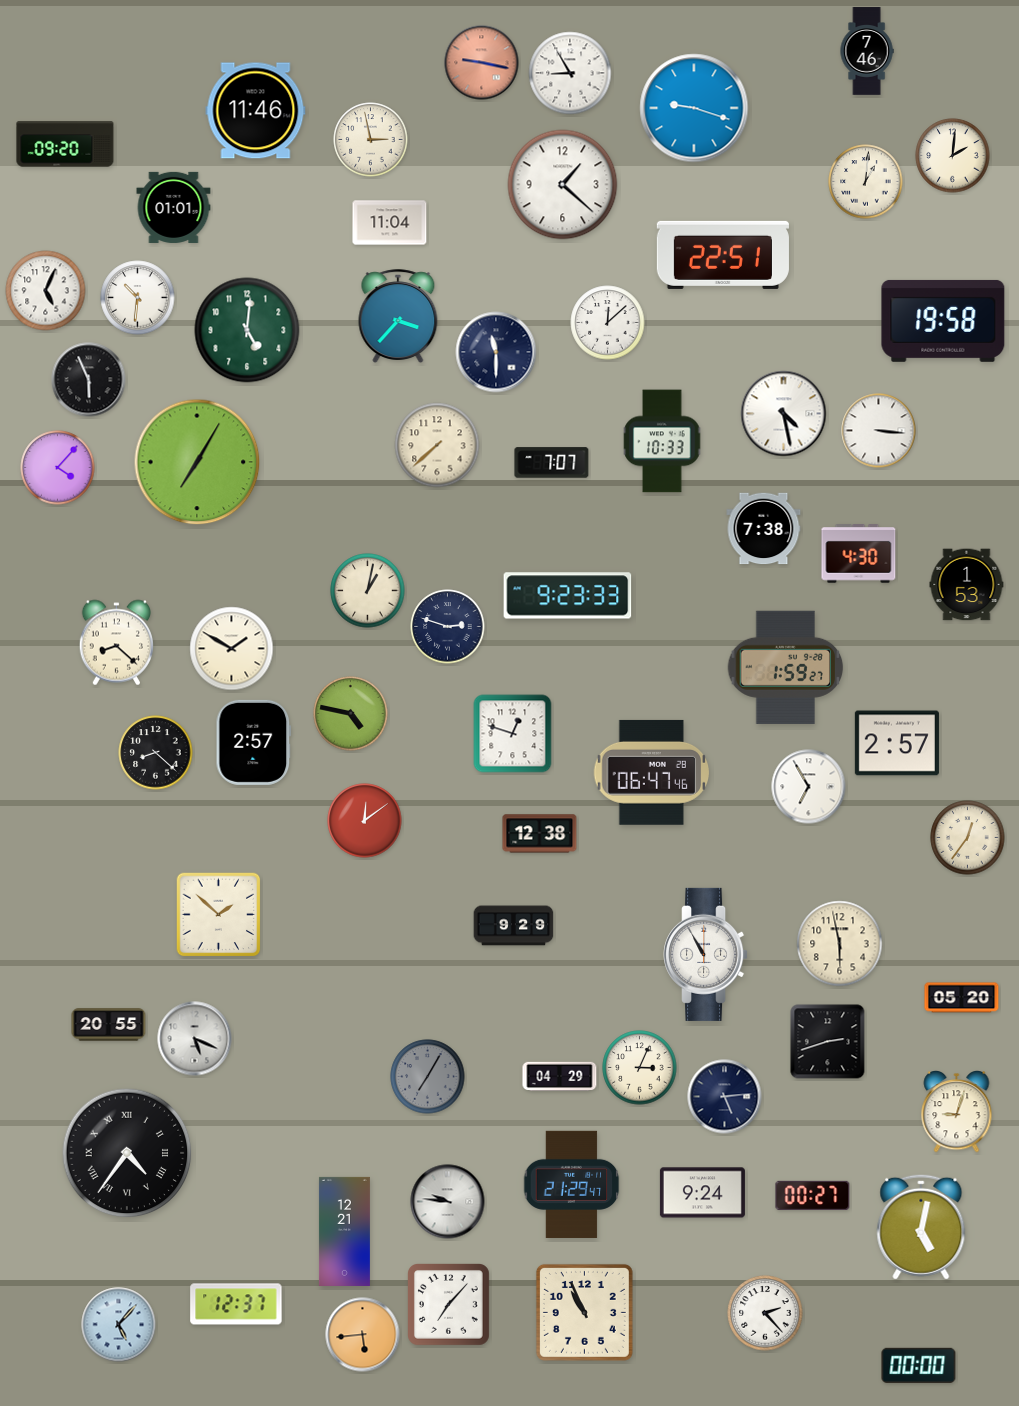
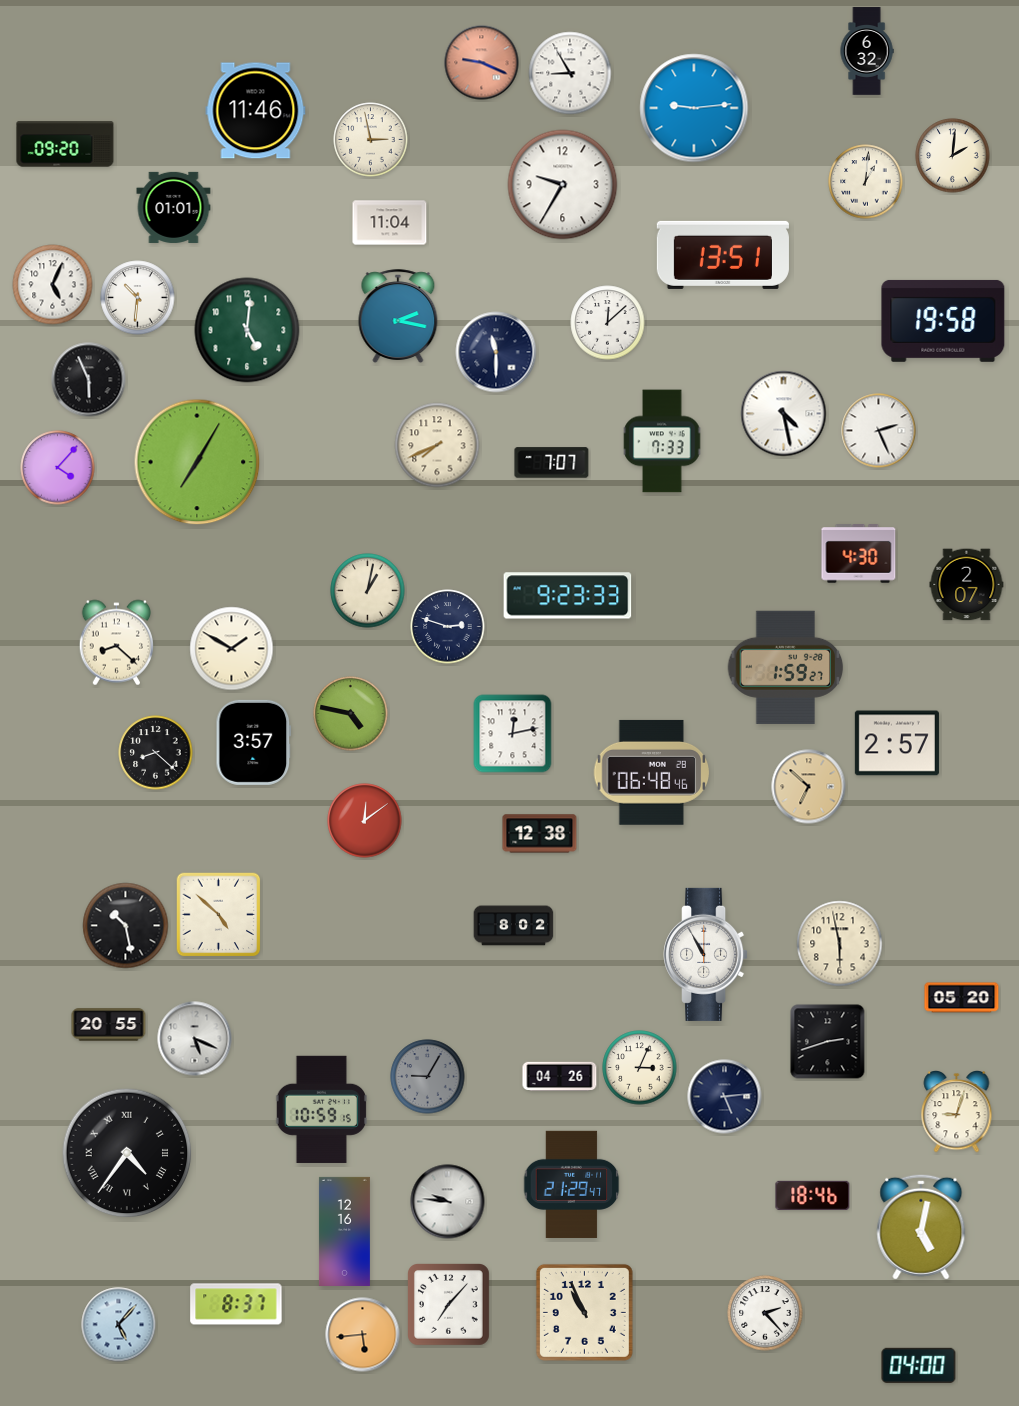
clock at (867, 51): 7:46 -> 6:32
clock at (482, 63): 9:17 -> 9:19
clock at (694, 108): 9:18 -> 9:14
clock at (563, 185): 1:22 -> 9:35
clock at (723, 255): 22:51 -> 13:51
clock at (46, 291) position: (46, 291) -> (53, 285)
clock at (398, 316): 3:37 -> 2:17
clock at (879, 431): 3:16 -> 2:26
clock at (662, 441): 10:33 -> 7:33
clock at (437, 445): 7:38 -> 7:41
clock at (764, 529): 7:38 -> none
clock at (967, 585): 1:53 -> 2:07
clock at (513, 734): 12:48 -> 12:13
clock at (253, 742): 2:57 -> 3:57
clock at (652, 772): 06:47 -> 06:48
clock at (809, 787): 6:55 -> 6:52
clock at (809, 787) dial: white -> champagne
clock at (968, 838): 12:36 -> none
clock at (219, 915): 1:52 -> 4:52
clock at (126, 926): none -> 10:28
clock at (514, 926): 9:29 -> 8:02
clock at (560, 1076): 04:29 -> 04:26
clock at (428, 1077): 7:05 -> 9:05
clock at (321, 1109): none -> 10:59
clock at (702, 1193): 9:24 -> none
clock at (813, 1195): 00:27 -> 18:46
clock at (344, 1231): 12:21 -> 12:16
clock at (236, 1304): 12:37 -> 8:37
clock at (919, 1365): 00:00 -> 04:00
